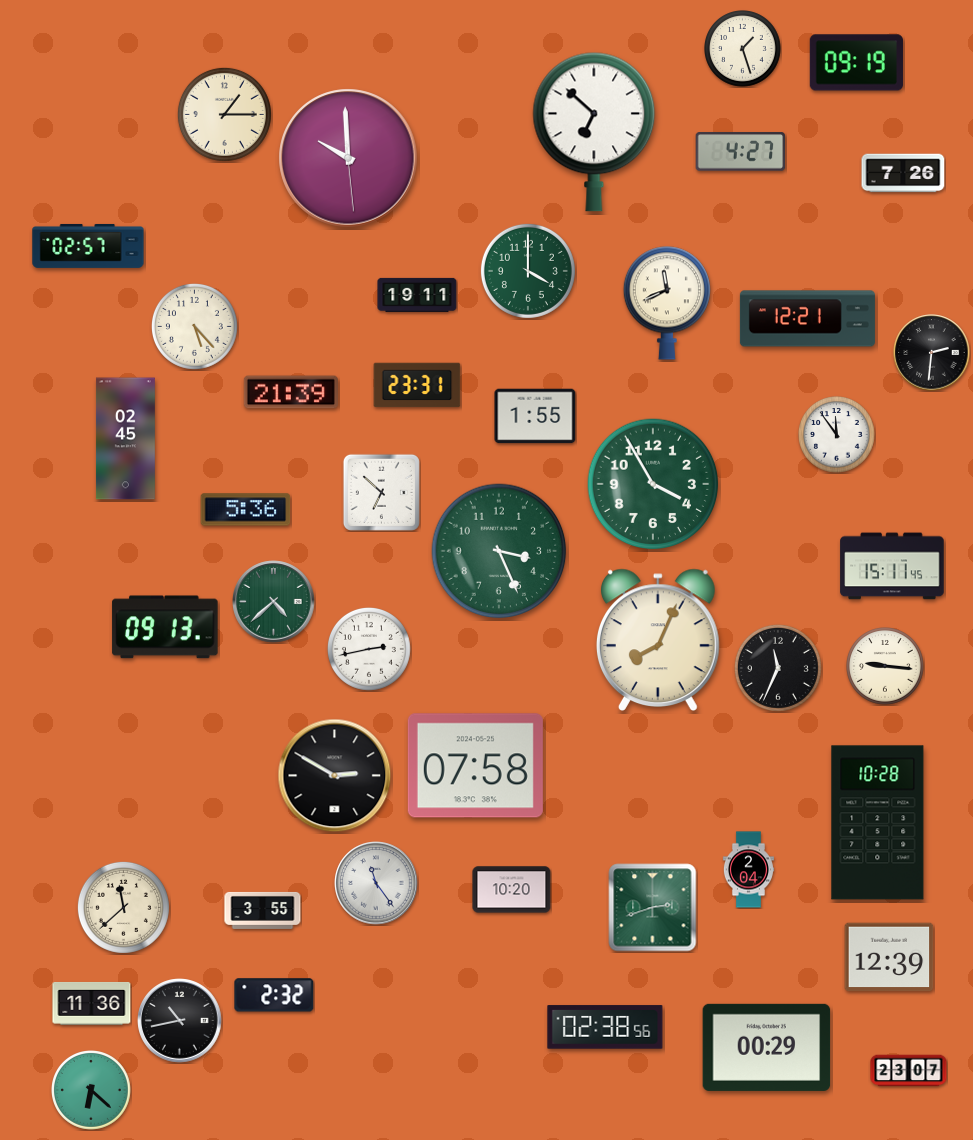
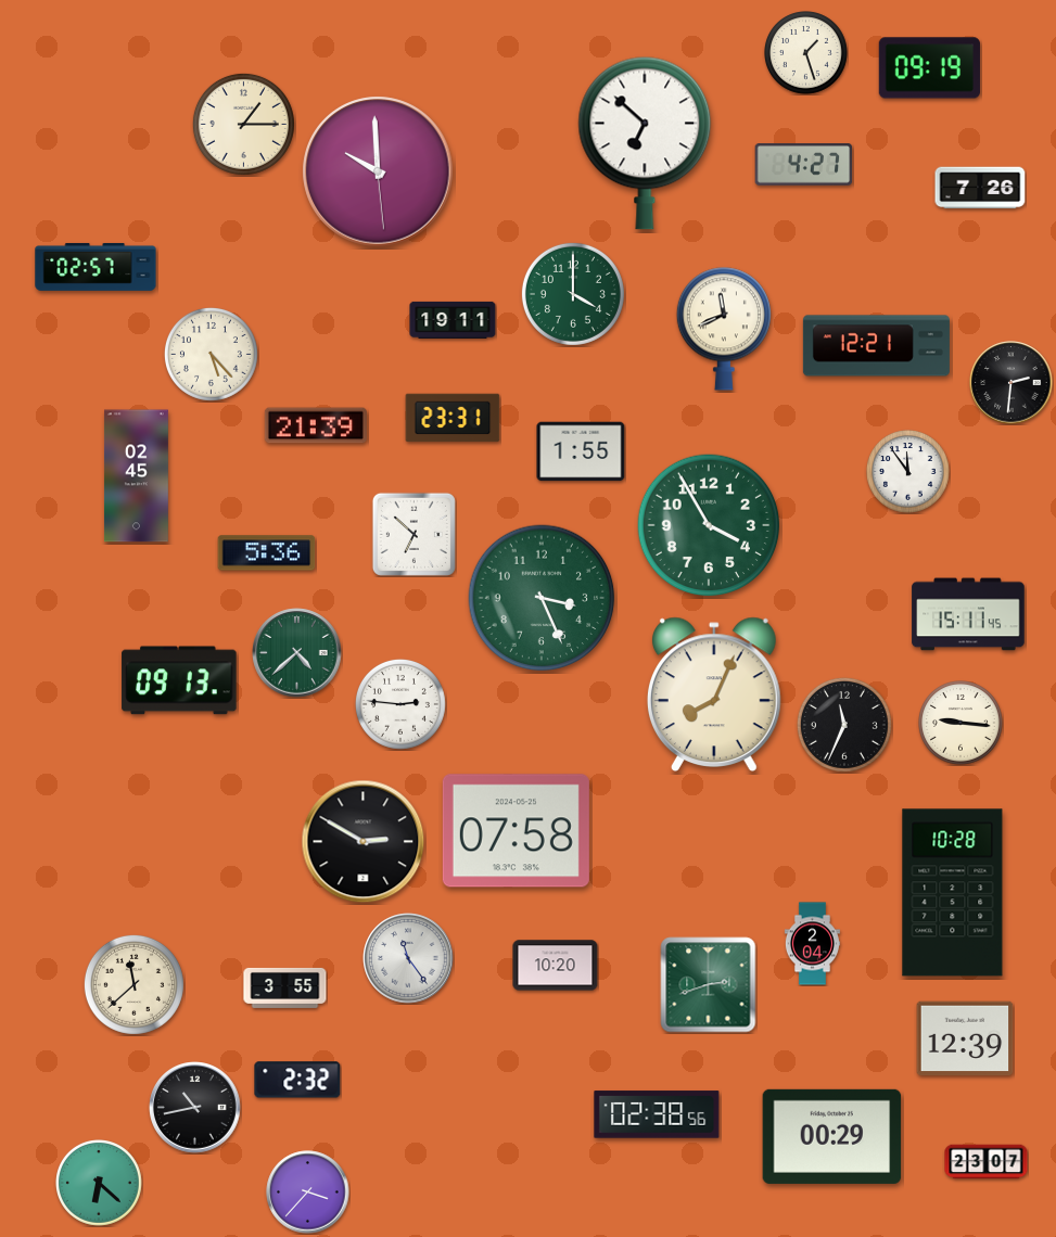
clock at (369, 649): 2:43 -> 2:46
clock at (92, 1003): 11:36 -> none
clock at (308, 1193): none -> 3:37
